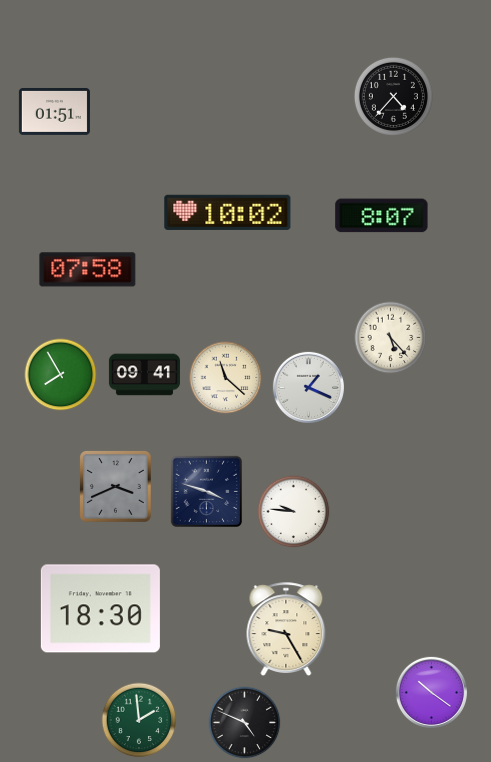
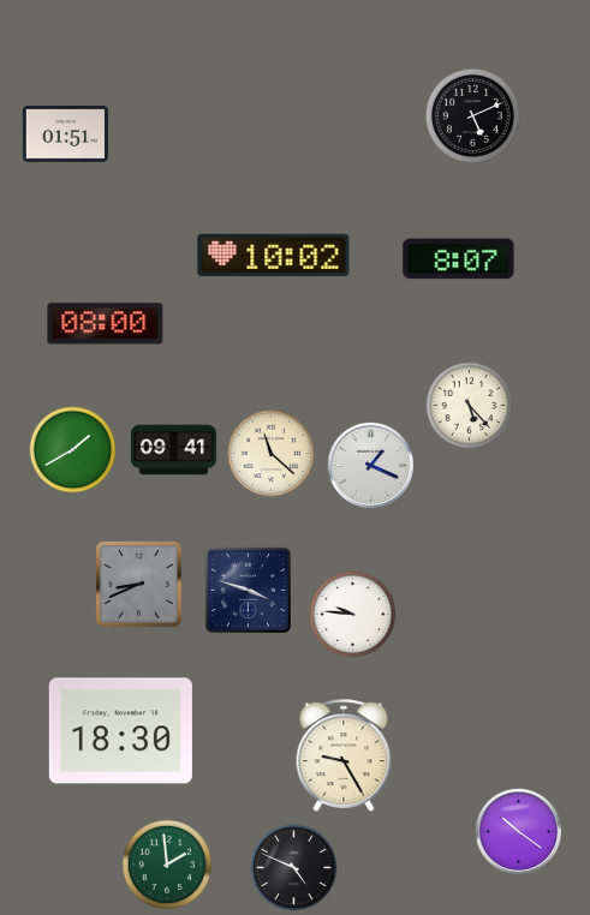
clock at (393, 96): 4:37 -> 5:11
clock at (88, 270): 07:58 -> 08:00
clock at (61, 375): 7:55 -> 1:40
clock at (116, 487): 3:41 -> 8:41
